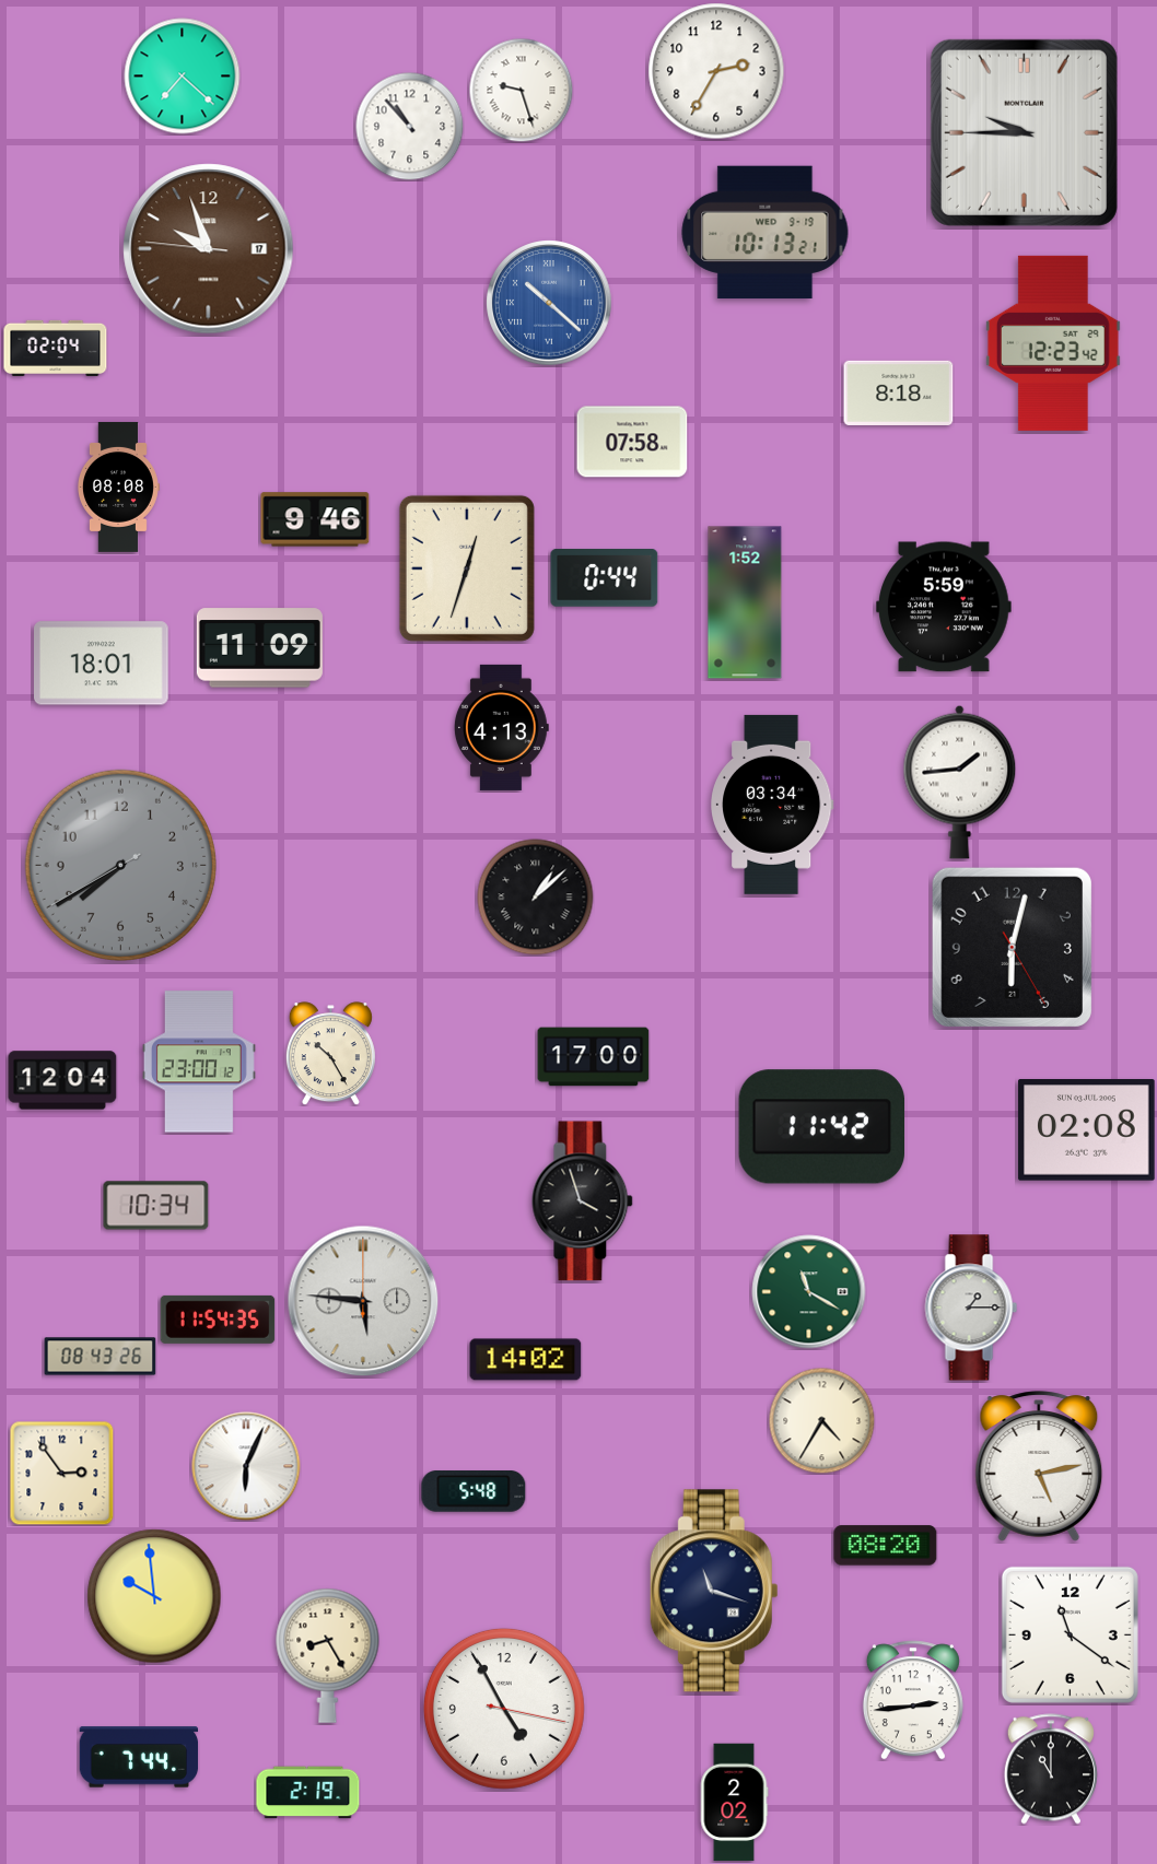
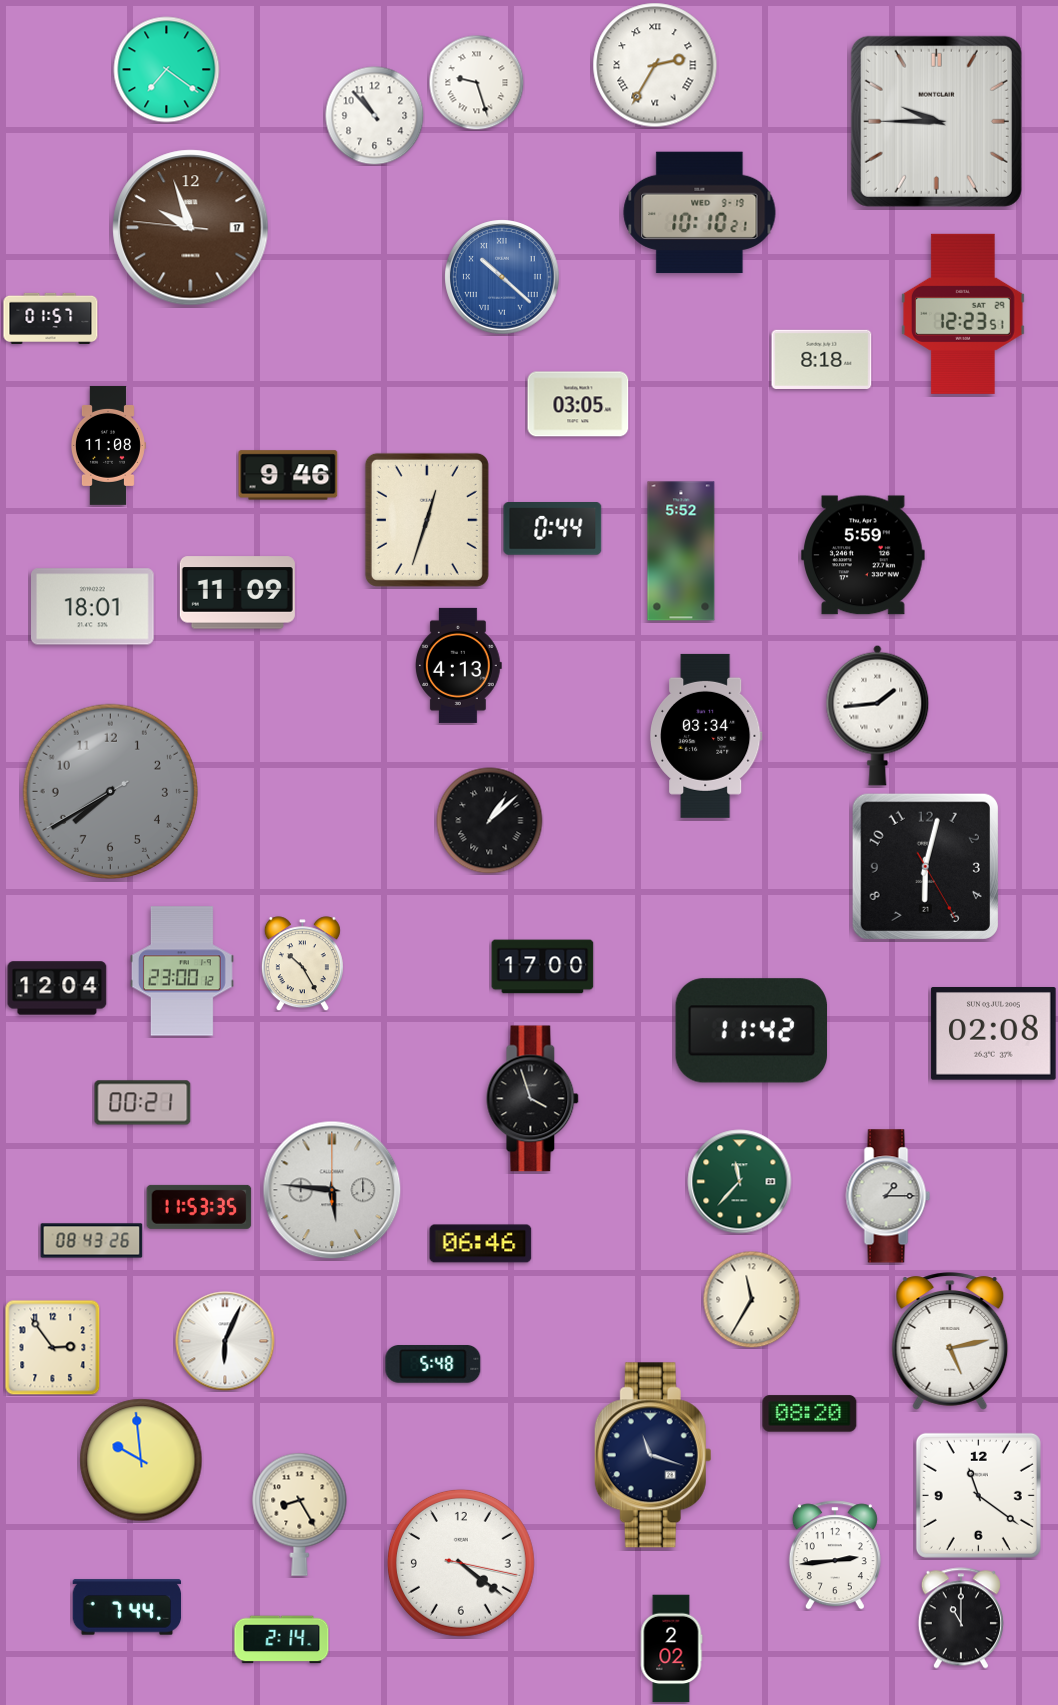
clock at (716, 71) numerals: Arabic -> Roman
clock at (183, 77): 7:22 -> 7:21
clock at (766, 233): 10:13 -> 10:10
clock at (1053, 343): 12:23:42 -> 12:23:51
clock at (56, 348): 02:04 -> 01:57
clock at (632, 442): 07:58 -> 03:05
clock at (118, 486): 08:08 -> 11:08
clock at (745, 602): 1:52 -> 5:52
clock at (156, 1206): 10:34 -> 00:21
clock at (809, 1292): 11:20 -> 11:37
clock at (218, 1320): 11:54 -> 11:53
clock at (526, 1360): 14:02 -> 06:46
clock at (821, 1420): 4:35 -> 11:35
clock at (61, 1473) position: (61, 1473) -> (52, 1347)
clock at (504, 1709): 4:55 -> 4:21
clock at (308, 1793): 2:19 -> 2:14
